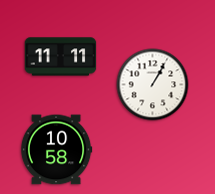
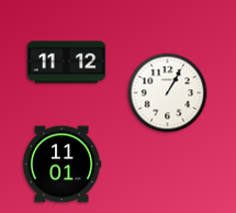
clock at (61, 57): 11:11 -> 11:12
clock at (56, 150): 10:58 -> 11:01
